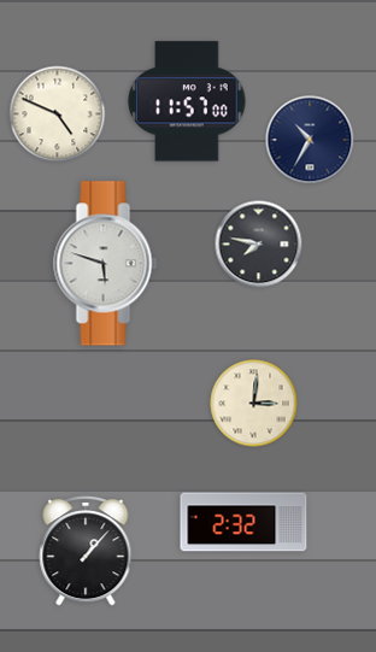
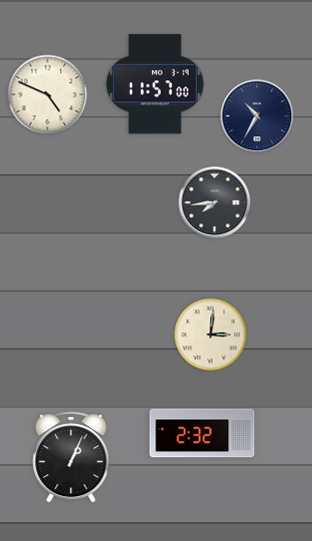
clock at (259, 245): 7:47 -> 7:44
clock at (106, 264): 5:48 -> none
clock at (86, 551): 1:07 -> 1:04
